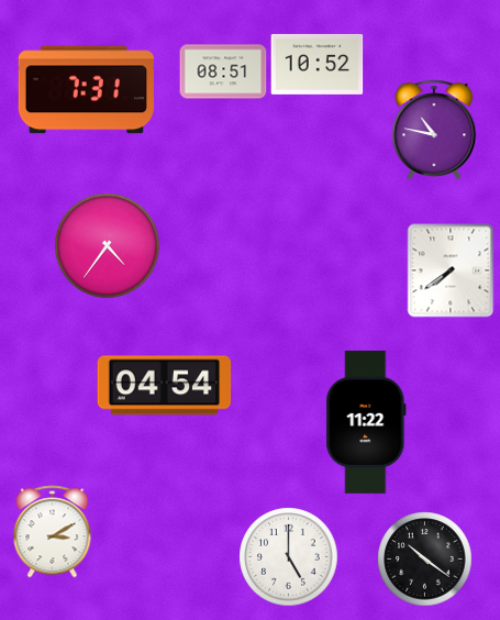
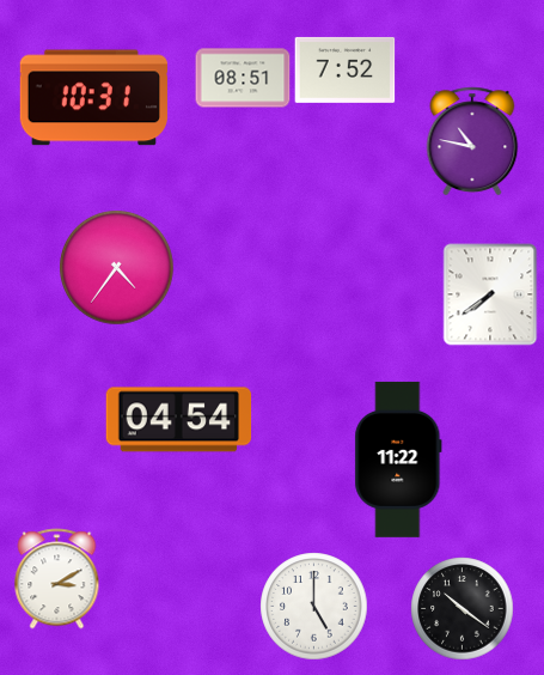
clock at (318, 64): 10:52 -> 7:52
clock at (86, 90): 7:31 -> 10:31
